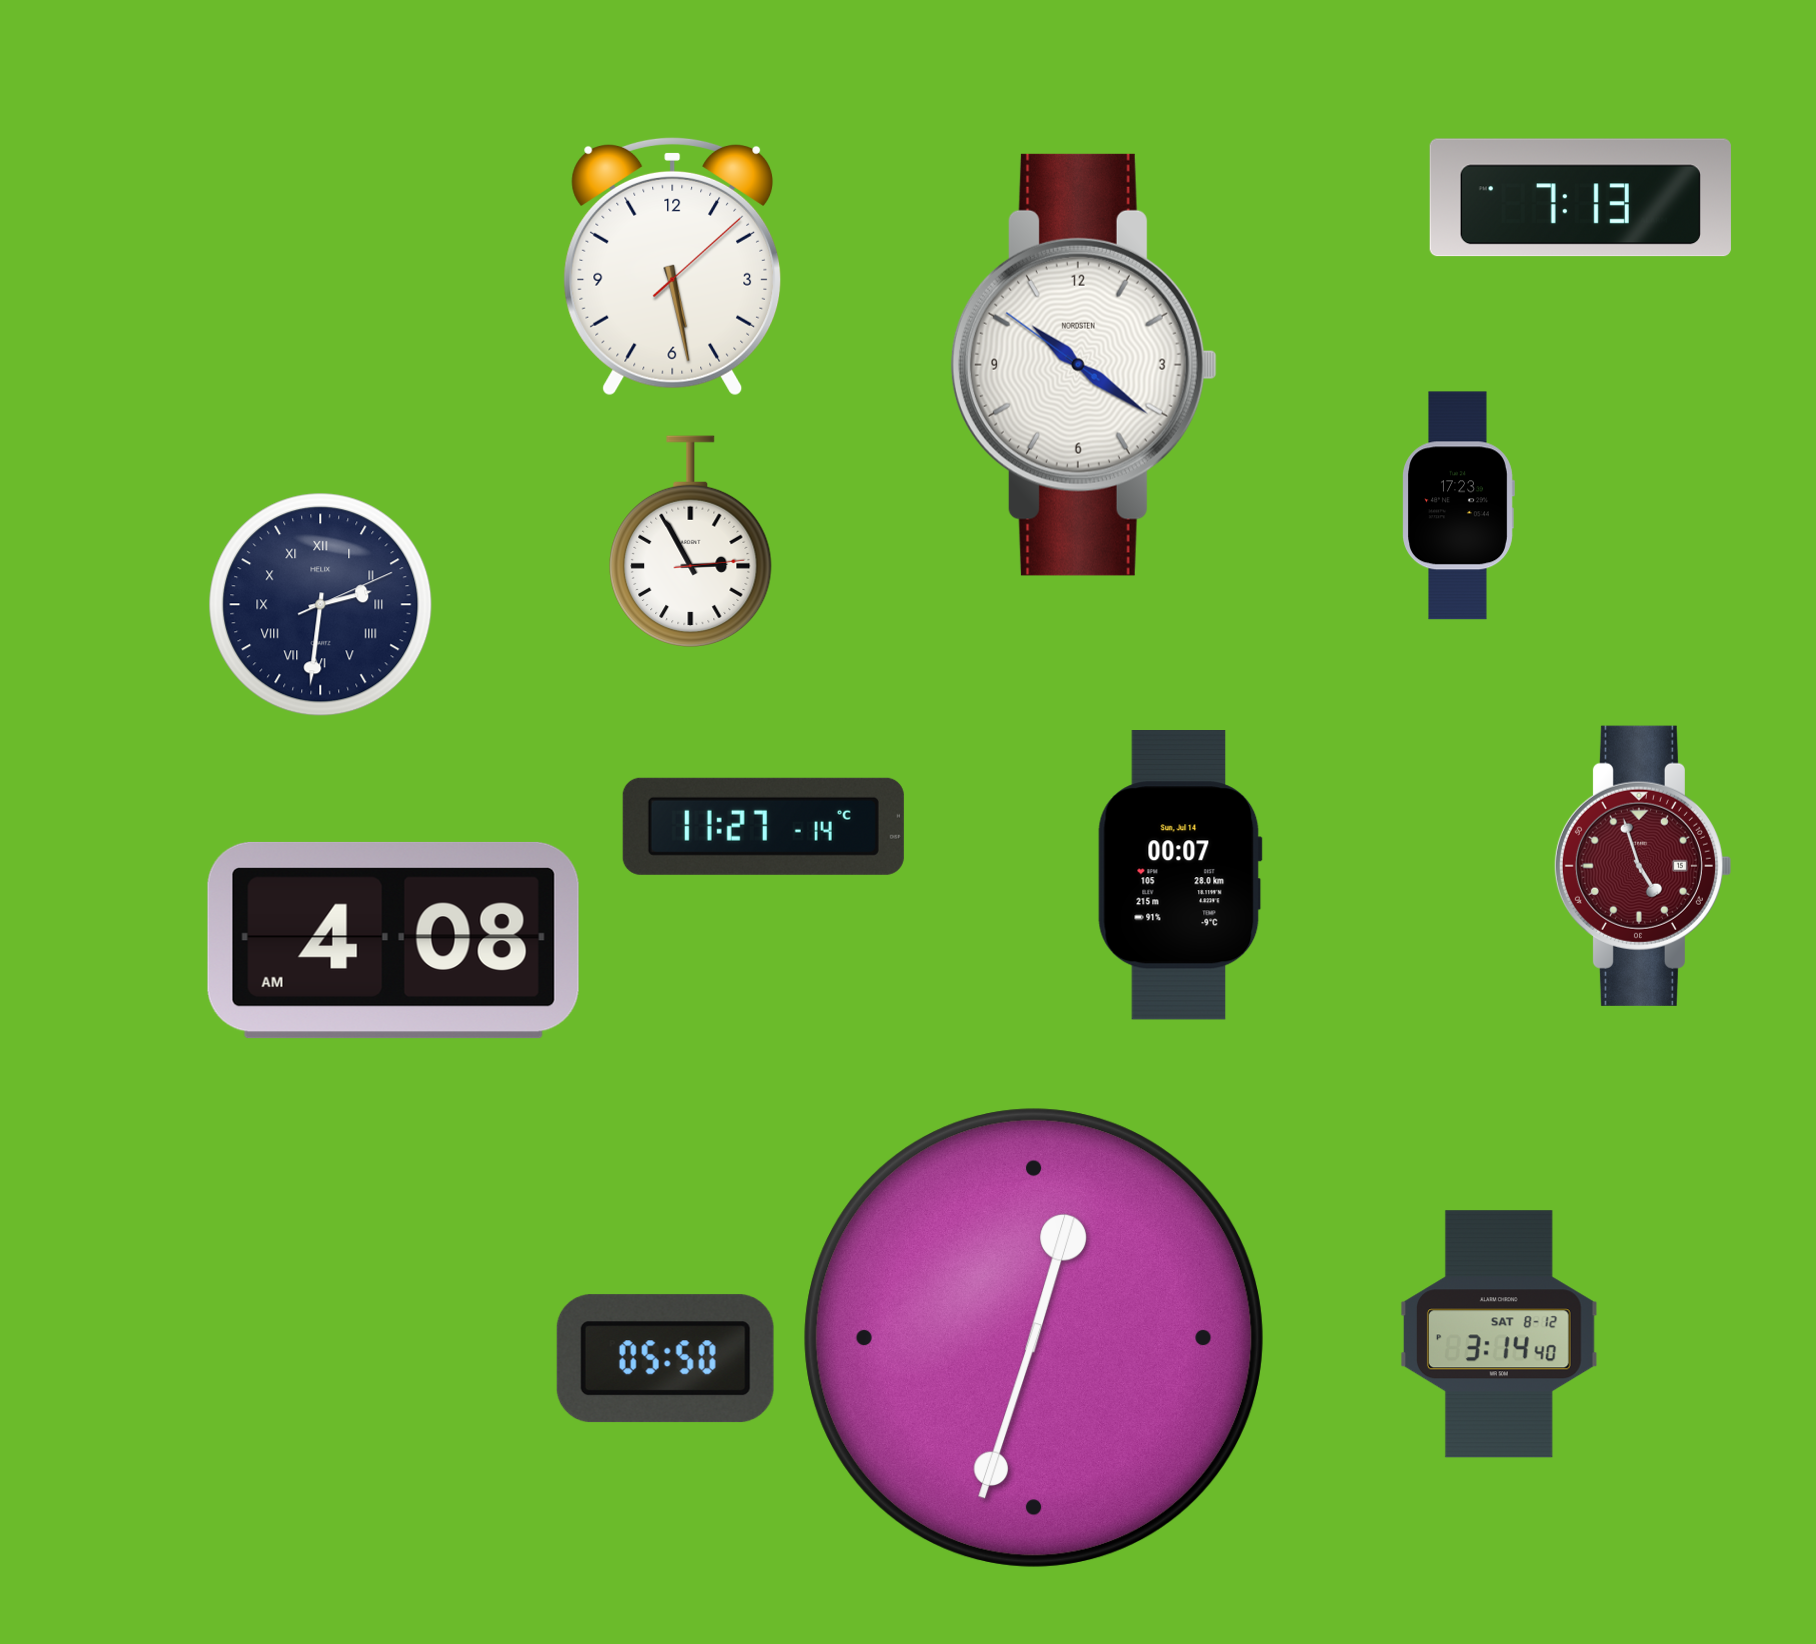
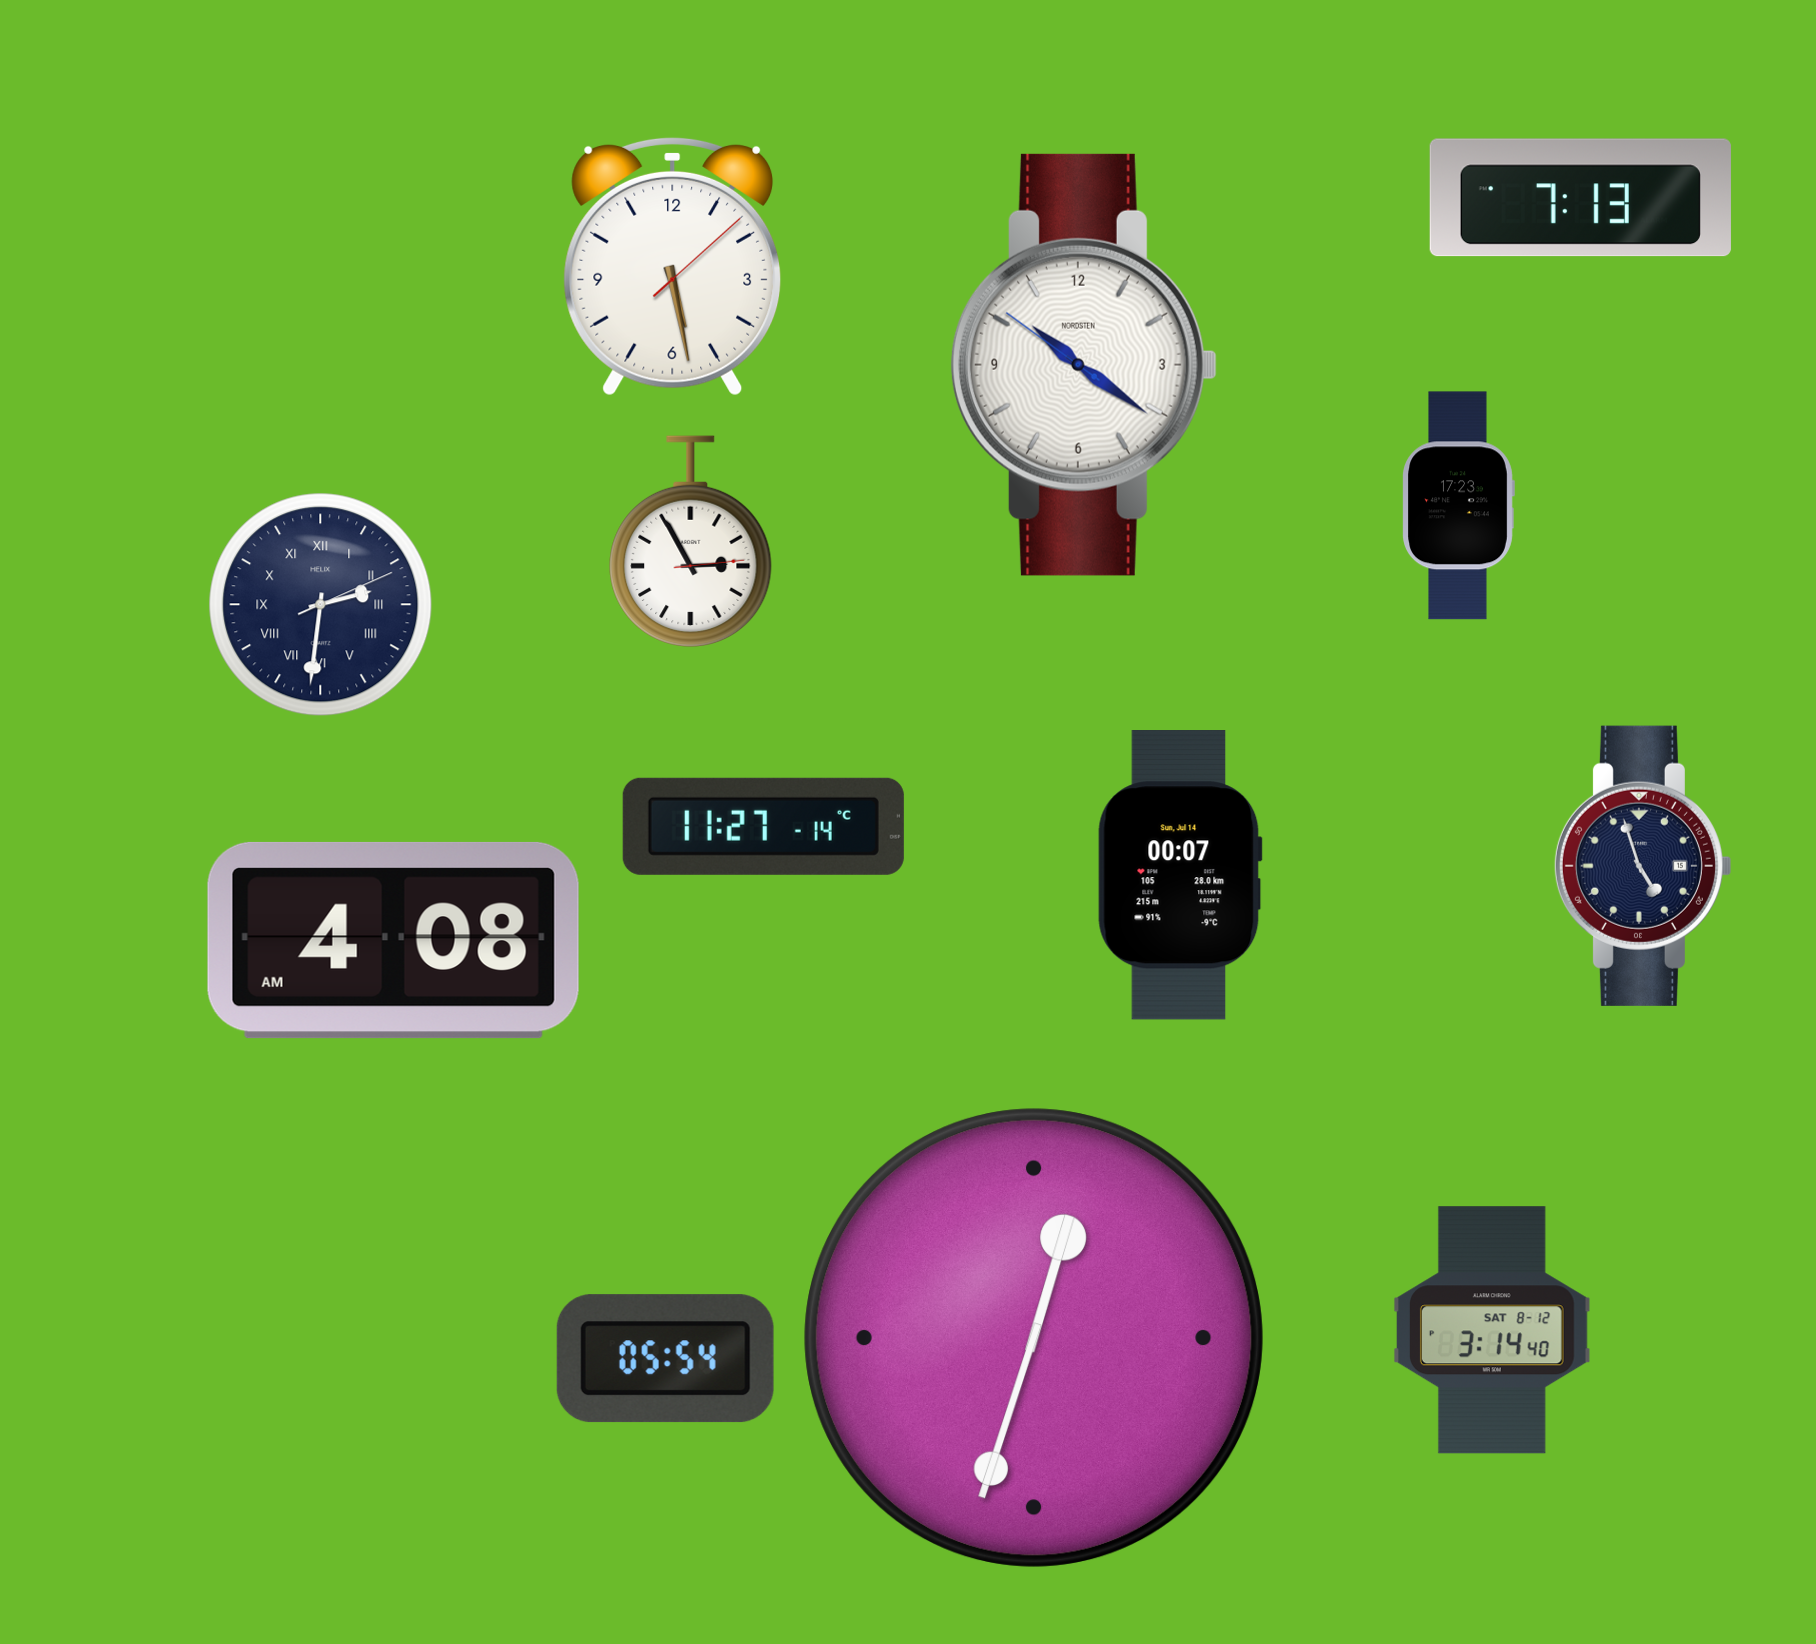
clock at (1642, 866) dial: burgundy -> navy
clock at (1499, 1334) position: (1499, 1334) -> (1492, 1330)
clock at (665, 1359): 05:50 -> 05:54
